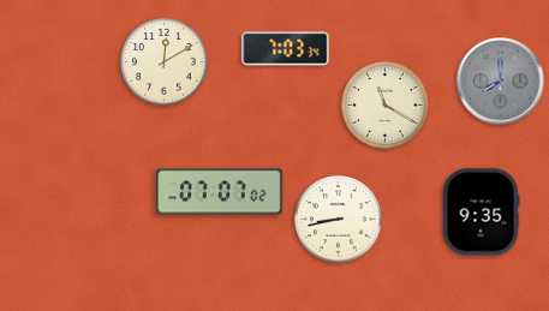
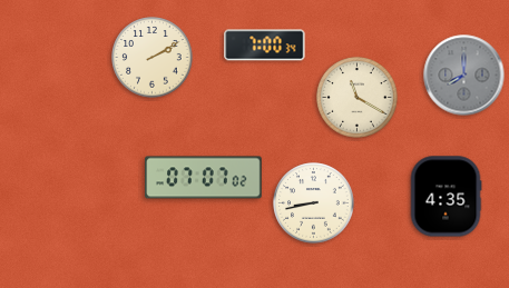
clock at (286, 49): 7:03 -> 7:00
clock at (165, 62): 12:10 -> 2:10
clock at (481, 213): 9:35 -> 4:35
